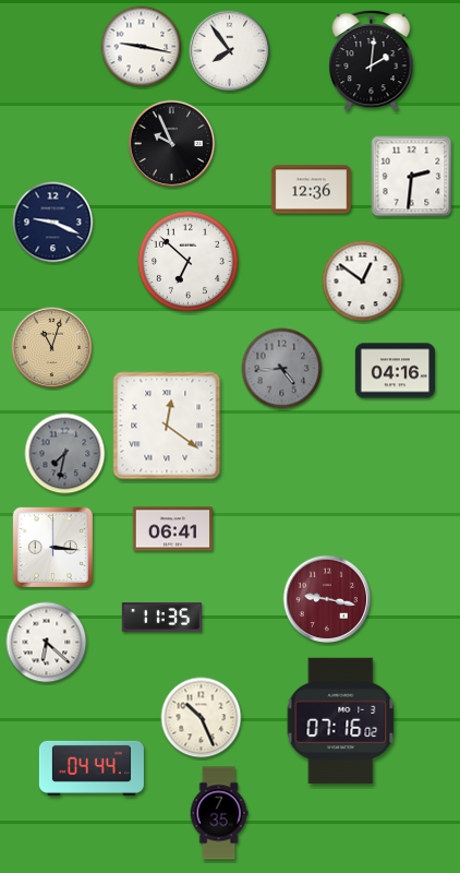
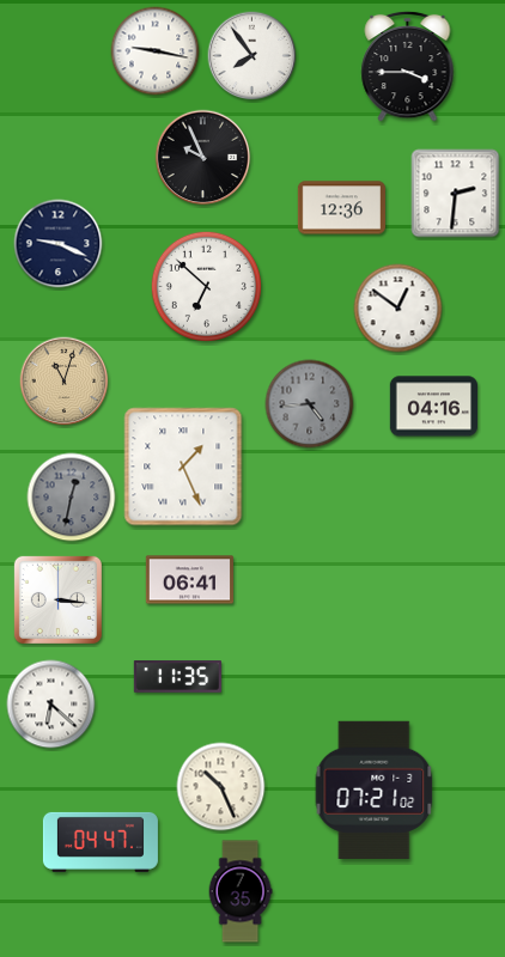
clock at (372, 60): 2:01 -> 3:45
clock at (172, 144) position: (172, 144) -> (203, 158)
clock at (412, 177) position: (412, 177) -> (456, 194)
clock at (52, 348) position: (52, 348) -> (65, 382)
clock at (167, 426): 12:21 -> 1:26
clock at (65, 454): 7:32 -> 12:32
clock at (327, 599): 9:17 -> none
clock at (341, 720): 07:16 -> 07:21
clock at (92, 768): 04:44 -> 04:47
